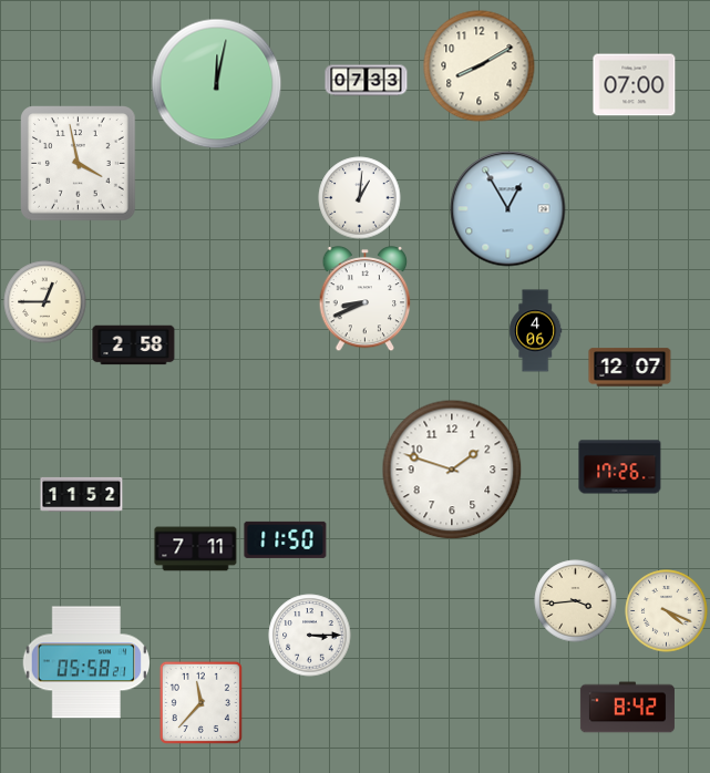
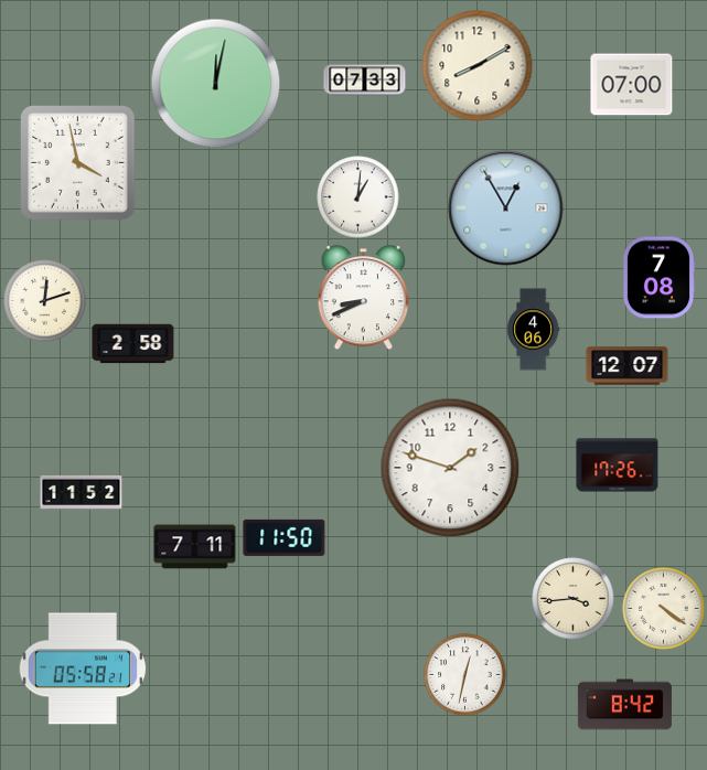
clock at (658, 278): none -> 7:08
clock at (45, 302): 12:45 -> 12:12
clock at (667, 611): 4:19 -> 4:21
clock at (310, 636): 3:15 -> none
clock at (86, 662) position: (86, 662) -> (83, 669)
clock at (465, 675): none -> 12:32
clock at (200, 702): 11:37 -> none
